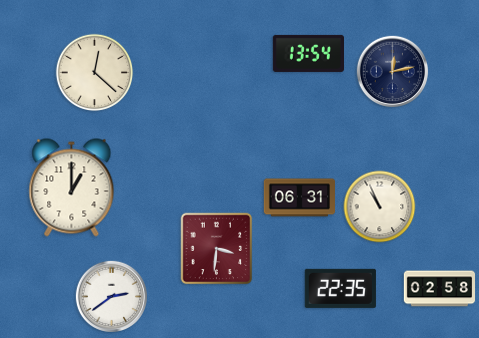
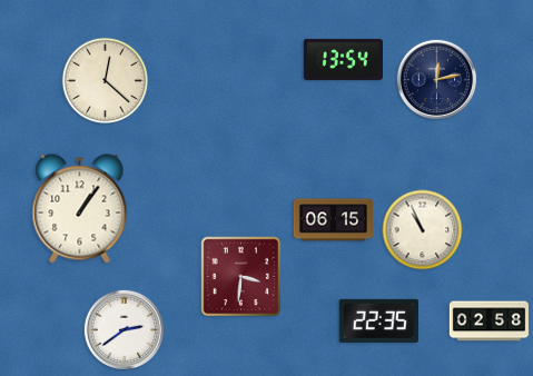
clock at (72, 188): 1:00 -> 1:06
clock at (299, 198): 06:31 -> 06:15
